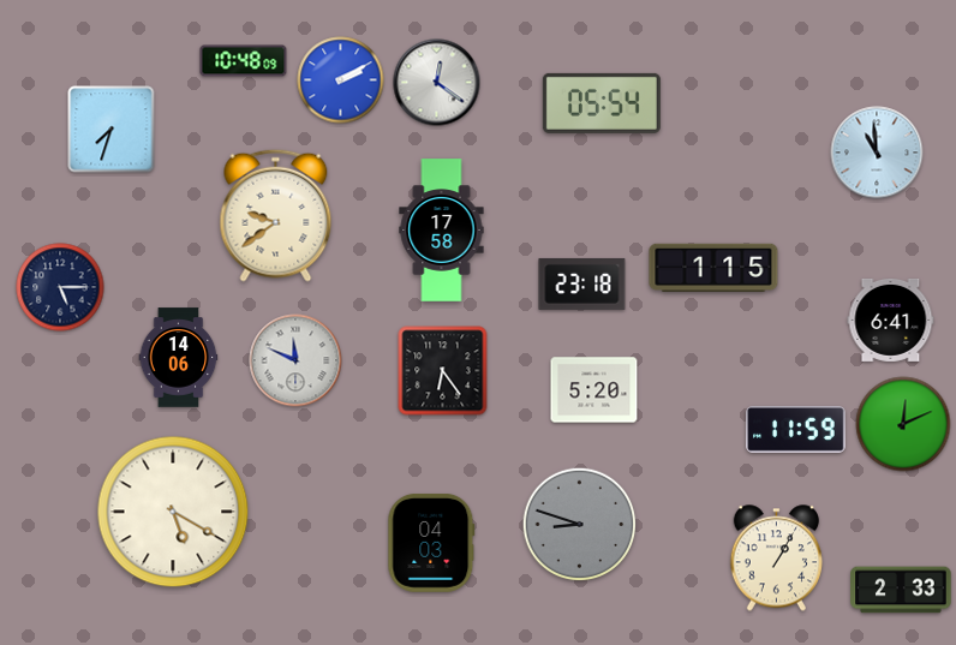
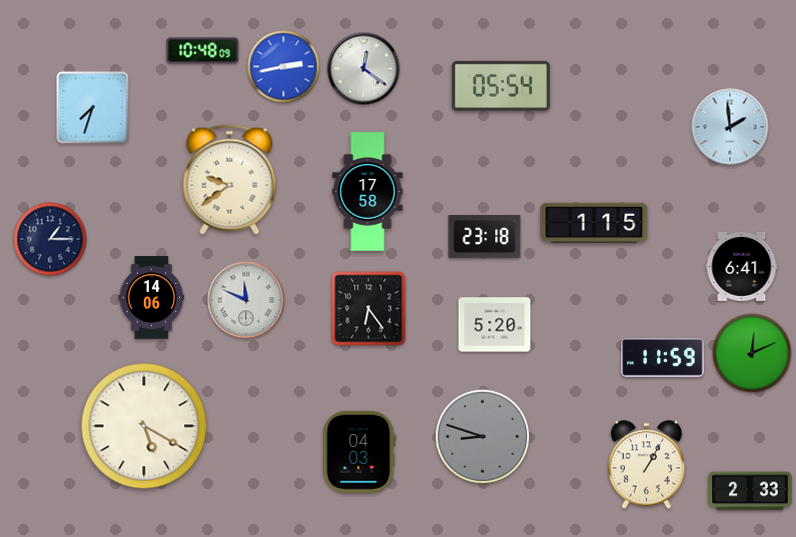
clock at (341, 80): 2:10 -> 2:43
clock at (877, 153): 10:59 -> 1:59
clock at (60, 287): 5:15 -> 1:15
clock at (179, 358) position: (179, 358) -> (152, 298)
